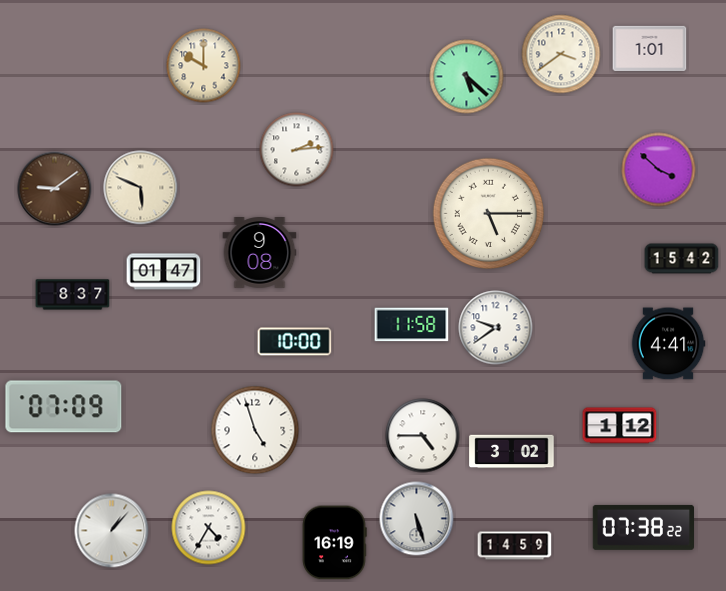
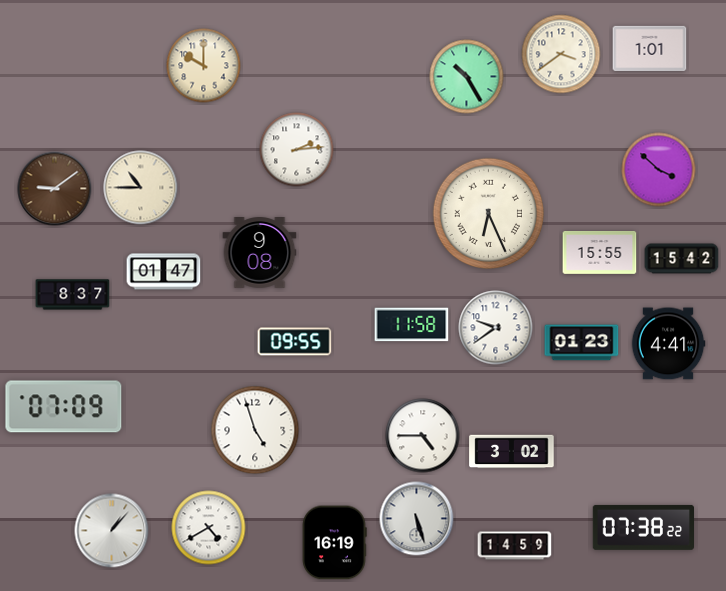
clock at (467, 77): 5:22 -> 10:25
clock at (141, 188): 5:49 -> 10:45
clock at (489, 214): 5:15 -> 6:26
clock at (600, 253): none -> 15:55
clock at (295, 342): 10:00 -> 09:55
clock at (582, 343): none -> 01:23
clock at (620, 426): 1:12 -> none
clock at (209, 528): 4:35 -> 4:40
